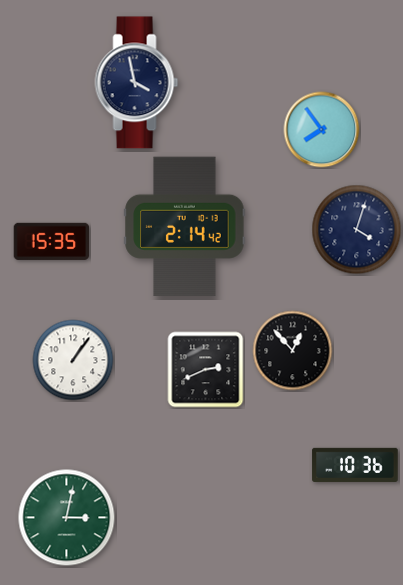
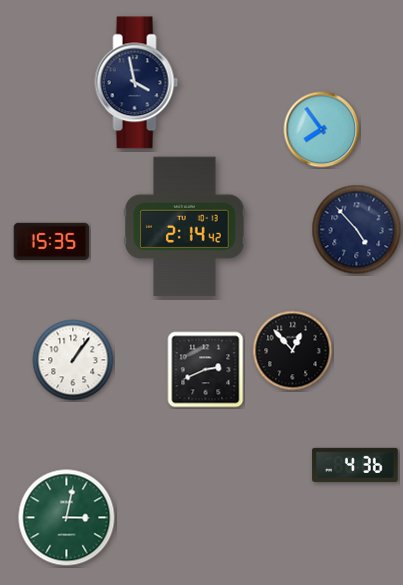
clock at (357, 230): 4:03 -> 4:53
clock at (355, 465): 10:36 -> 4:36
